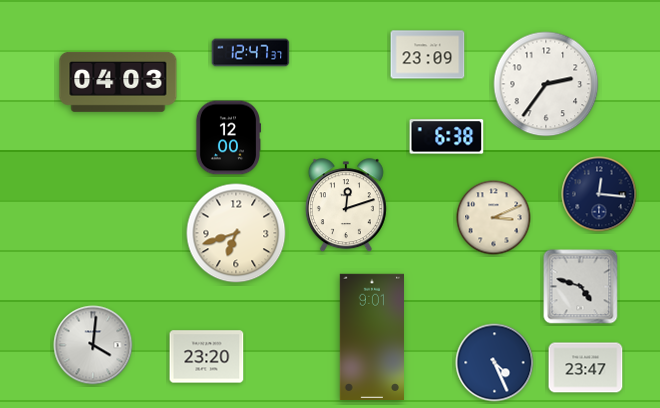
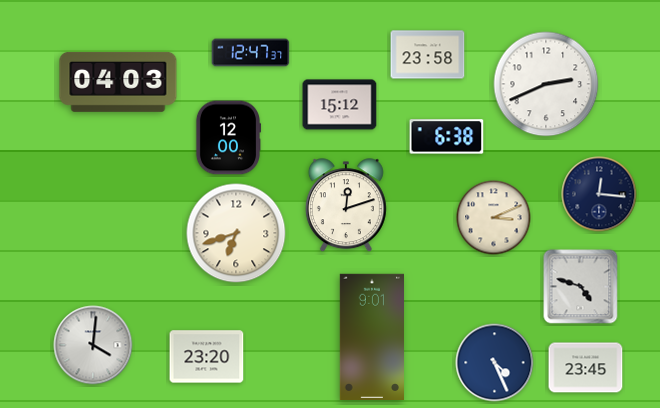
clock at (428, 55): 23:09 -> 23:58
clock at (546, 84): 2:36 -> 2:41
clock at (340, 105): none -> 15:12
clock at (586, 368): 23:47 -> 23:45
